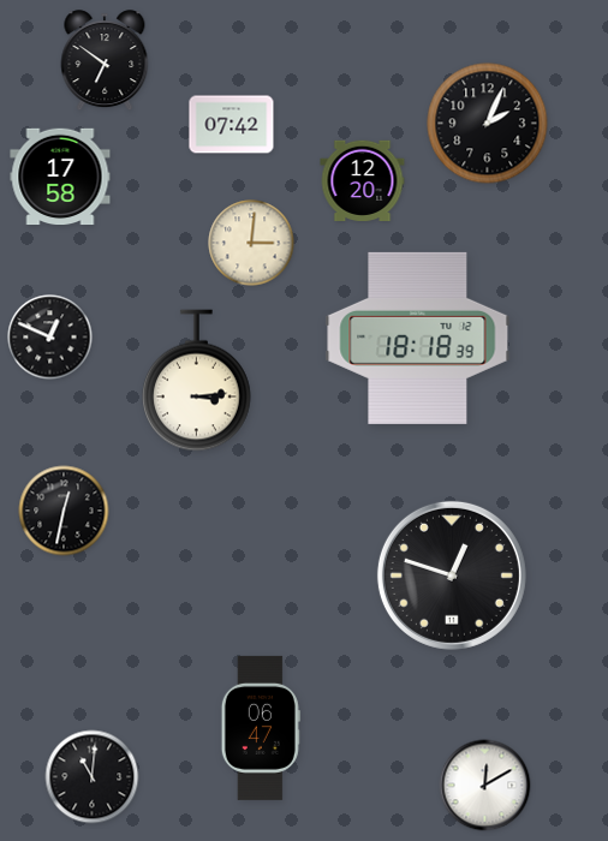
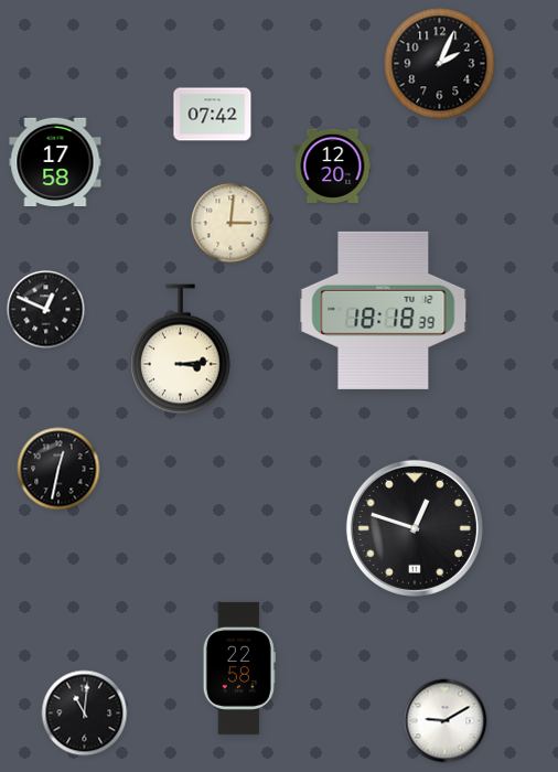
clock at (105, 61): 6:51 -> none
clock at (488, 124) position: (488, 124) -> (440, 64)
clock at (261, 728): 06:47 -> 22:58
clock at (485, 786): 12:10 -> 9:10
